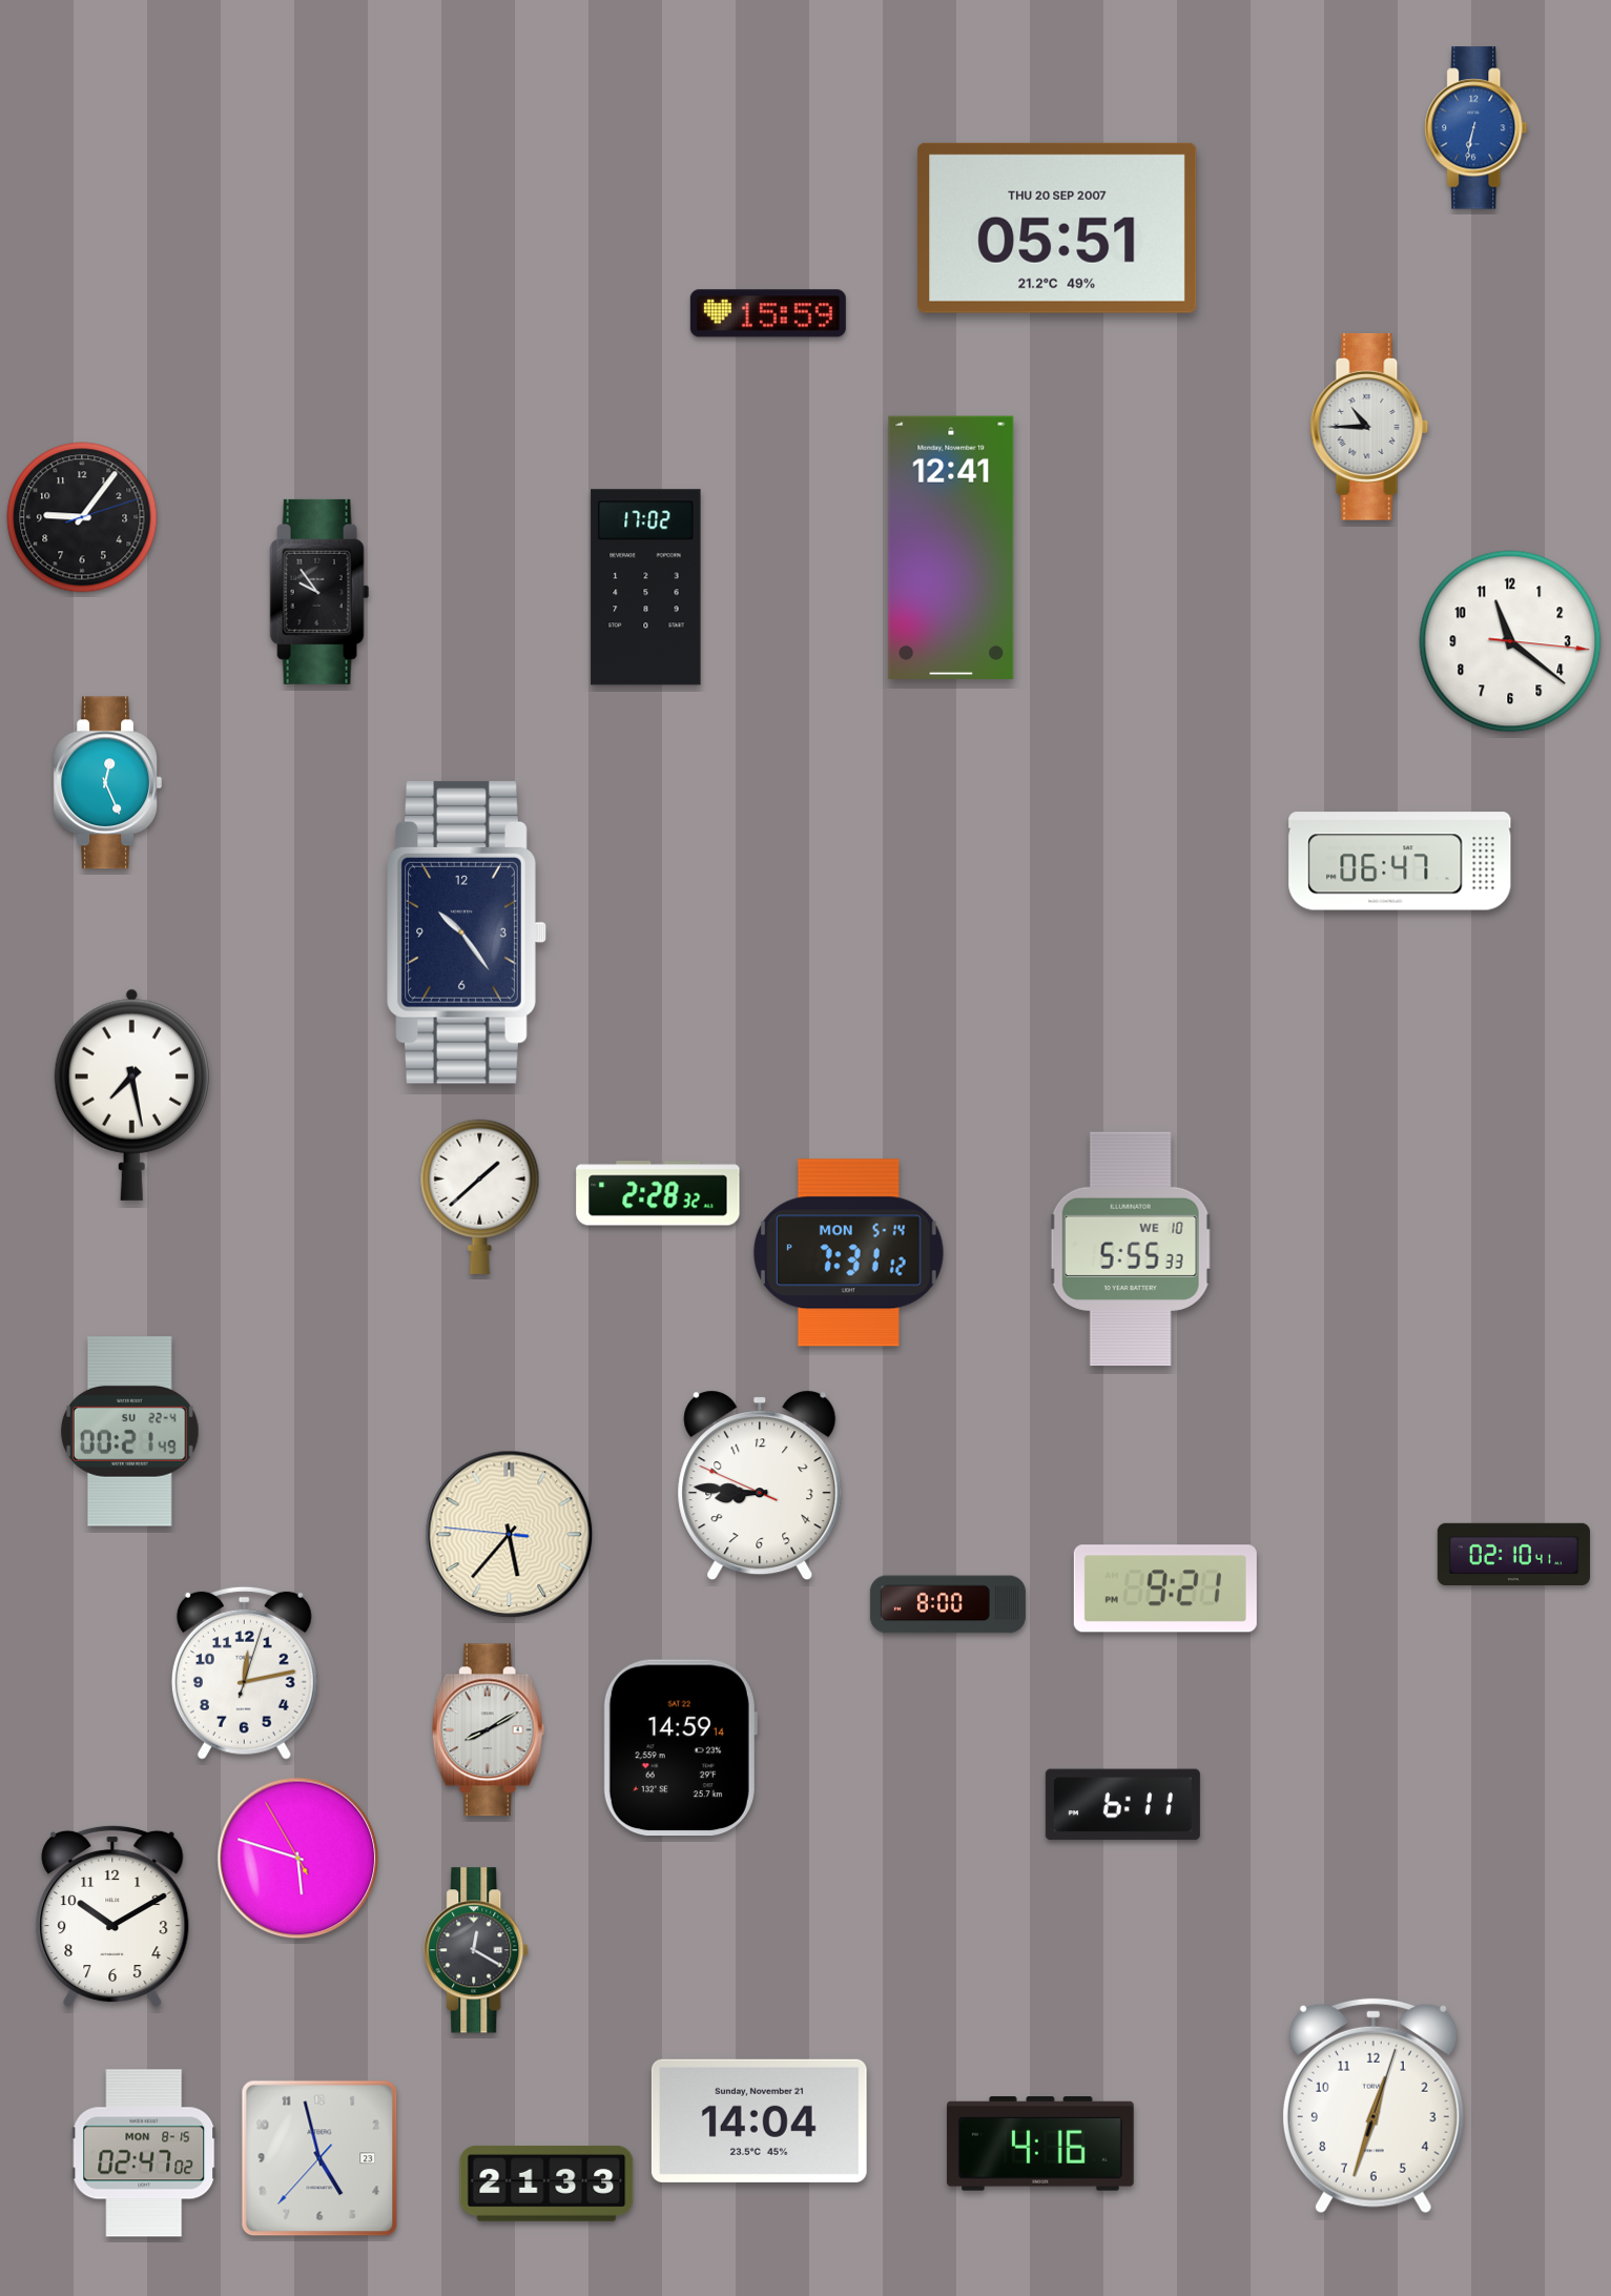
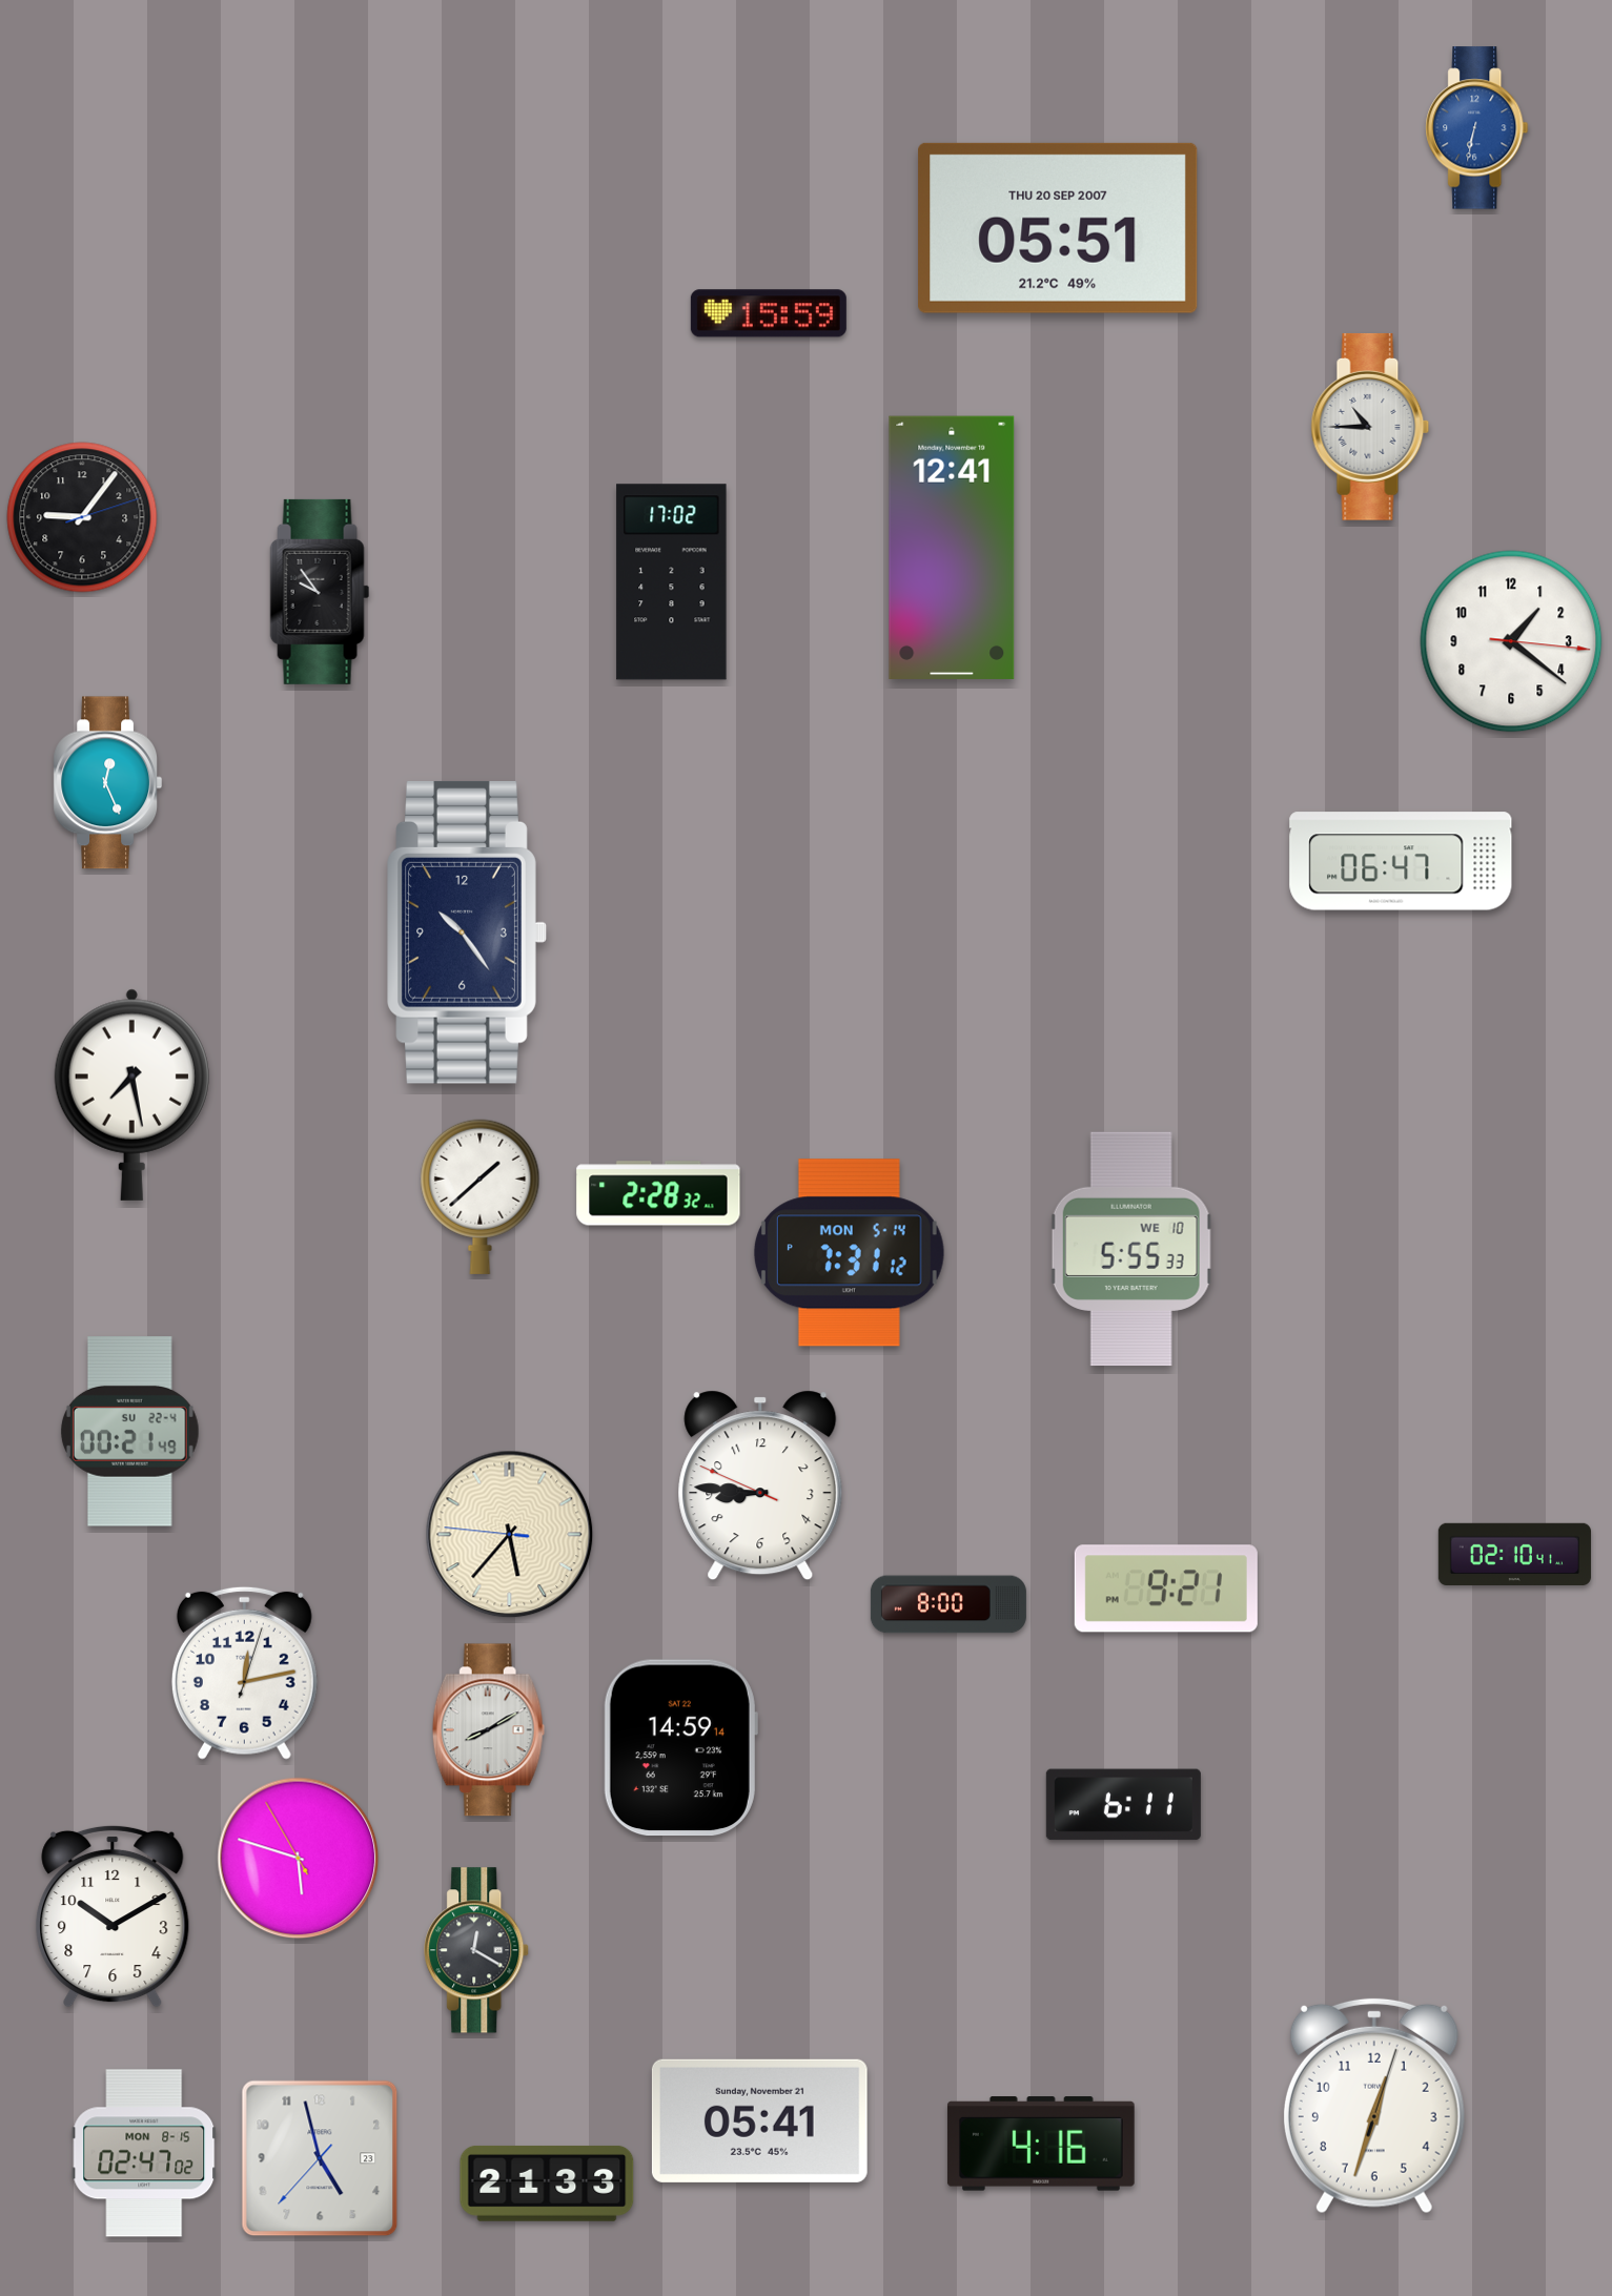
clock at (646, 588) position: (646, 588) -> (672, 582)
clock at (1510, 641): 11:21 -> 1:21
clock at (759, 2120): 14:04 -> 05:41
